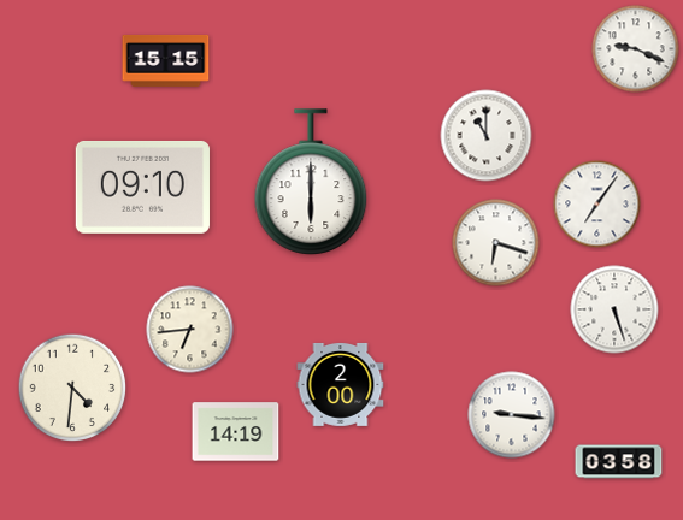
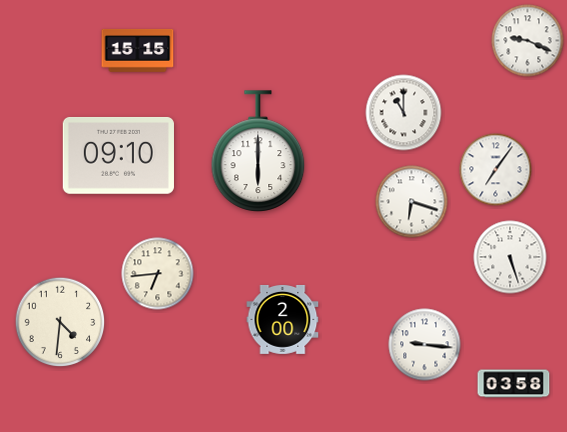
clock at (236, 432): 14:19 -> none
